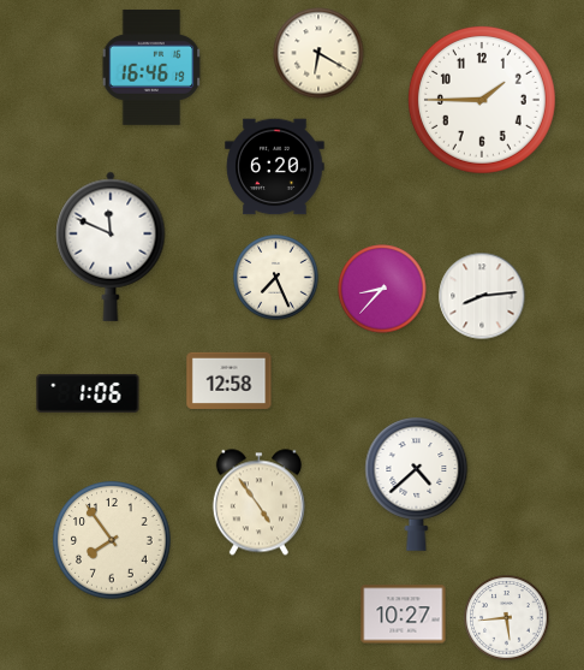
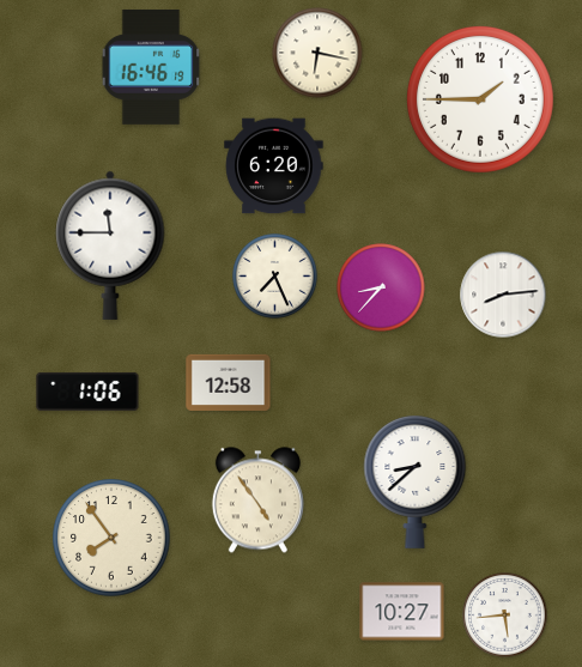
clock at (318, 53): 6:20 -> 6:17
clock at (111, 247): 11:49 -> 11:45
clock at (482, 296) position: (482, 296) -> (503, 295)
clock at (230, 380) position: (230, 380) -> (229, 382)
clock at (417, 484): 4:38 -> 8:38
